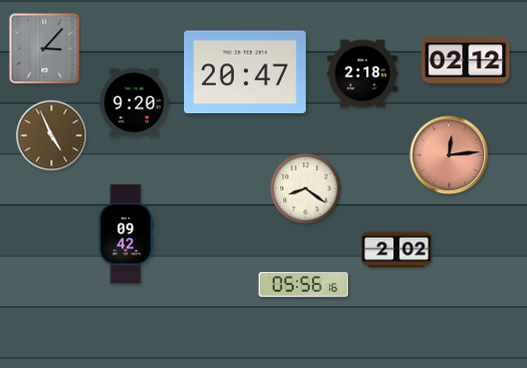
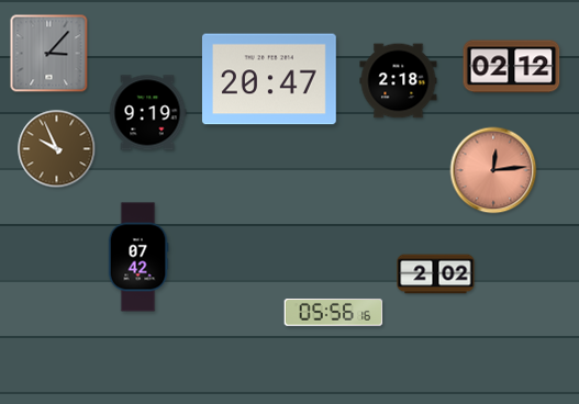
clock at (134, 103): 9:20 -> 9:19
clock at (52, 136): 4:56 -> 9:56
clock at (306, 189): 8:21 -> none
clock at (126, 234): 09:42 -> 07:42
